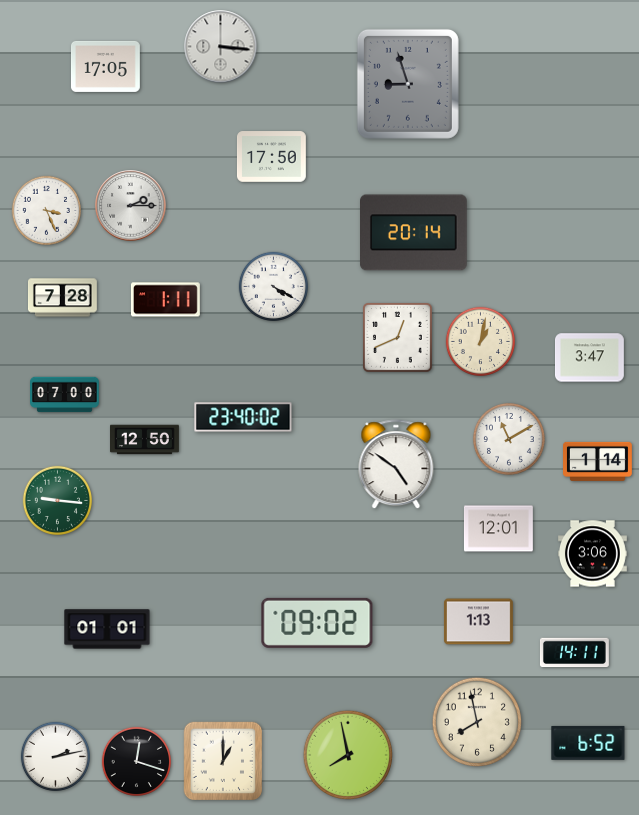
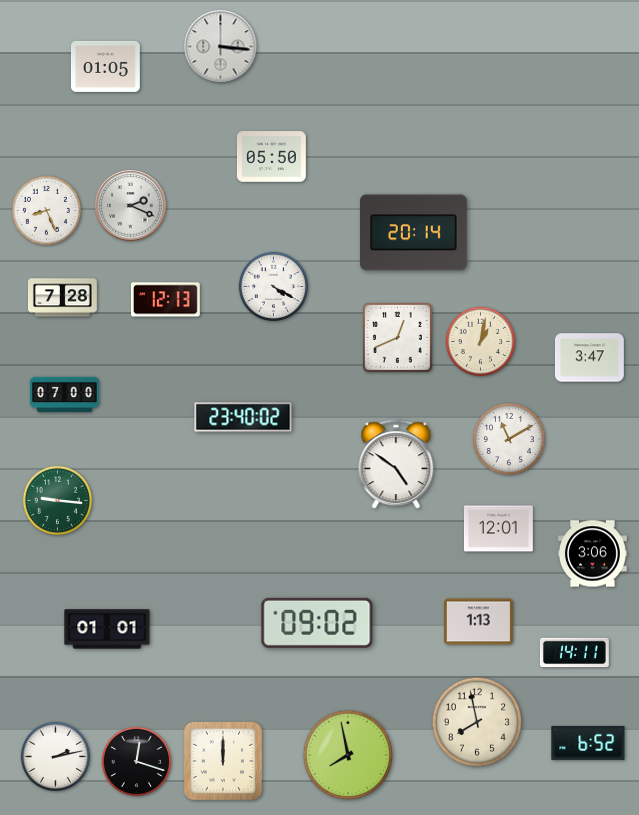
clock at (105, 66): 17:05 -> 01:05
clock at (408, 84): 8:57 -> none
clock at (271, 157): 17:50 -> 05:50
clock at (131, 206): 2:15 -> 2:19
clock at (46, 210): 3:26 -> 8:26
clock at (165, 300): 1:11 -> 12:13
clock at (145, 440): 12:50 -> none
clock at (598, 461): 1:14 -> none
clock at (223, 761): 1:00 -> 12:00
